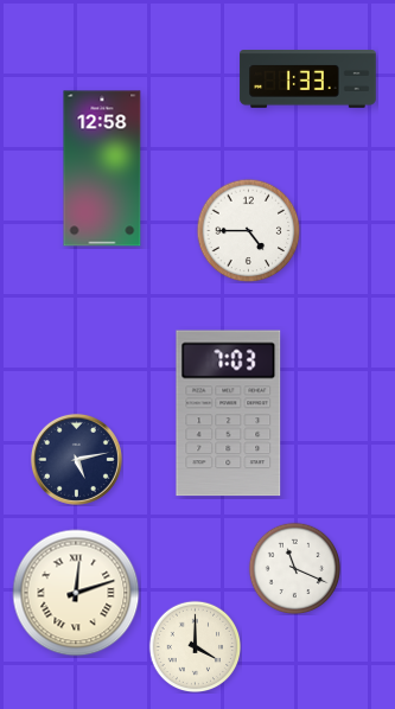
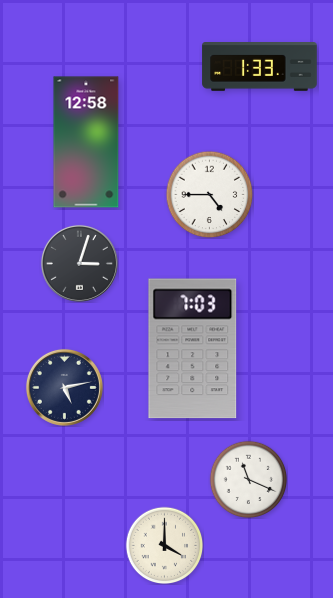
clock at (79, 263): none -> 3:03
clock at (76, 593): 12:12 -> none
